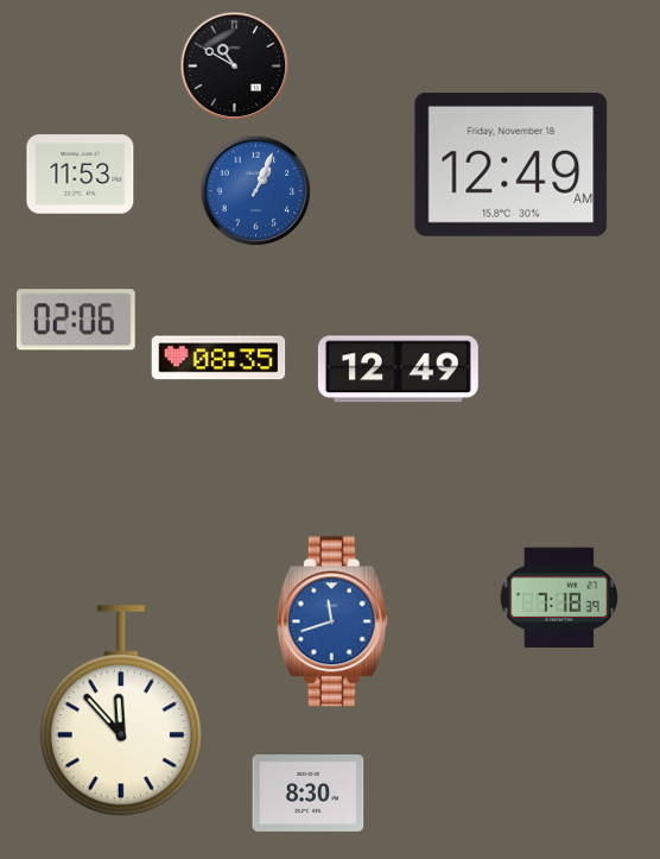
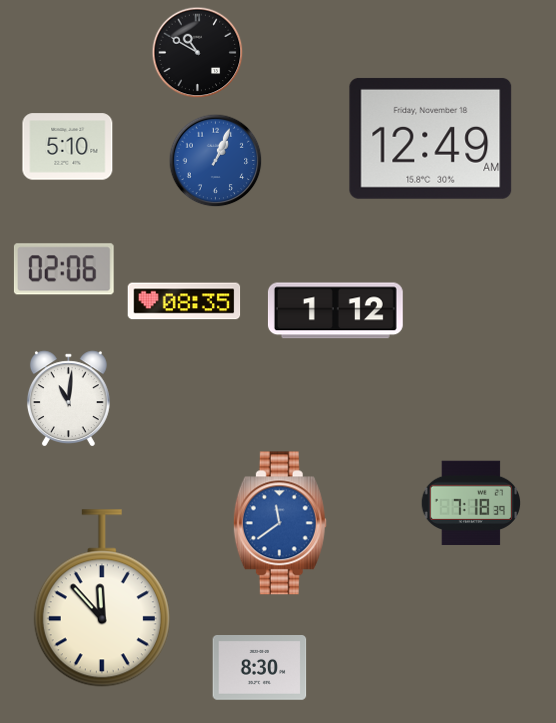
clock at (235, 67) position: (235, 67) -> (198, 53)
clock at (81, 175): 11:53 -> 5:10
clock at (398, 370): 12:49 -> 1:12
clock at (68, 398): none -> 11:01
clock at (332, 621): 11:42 -> 11:39
